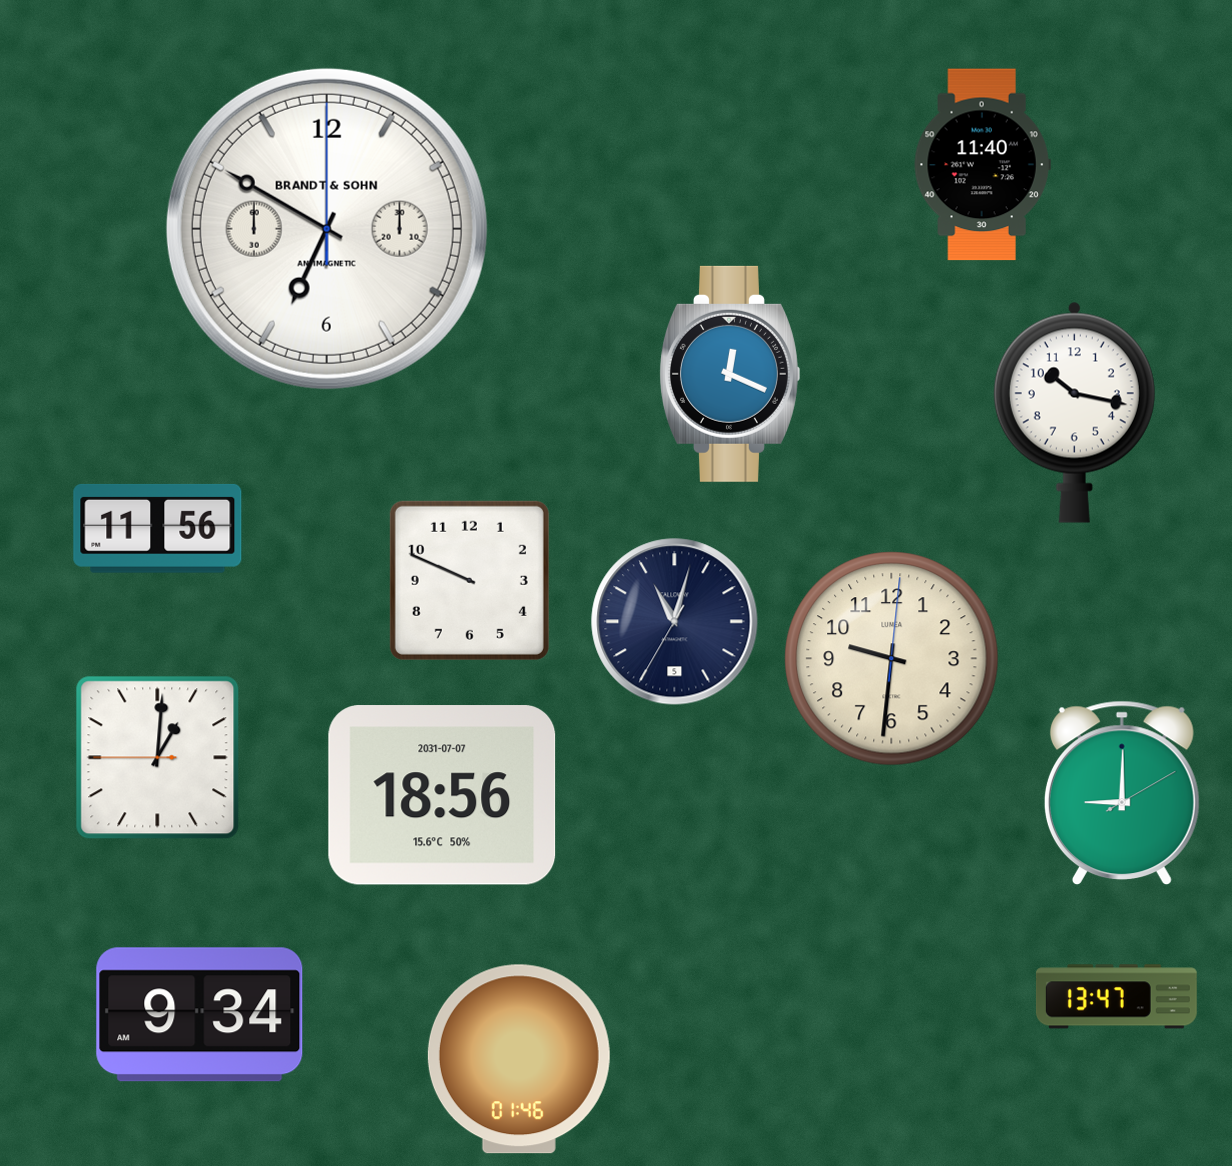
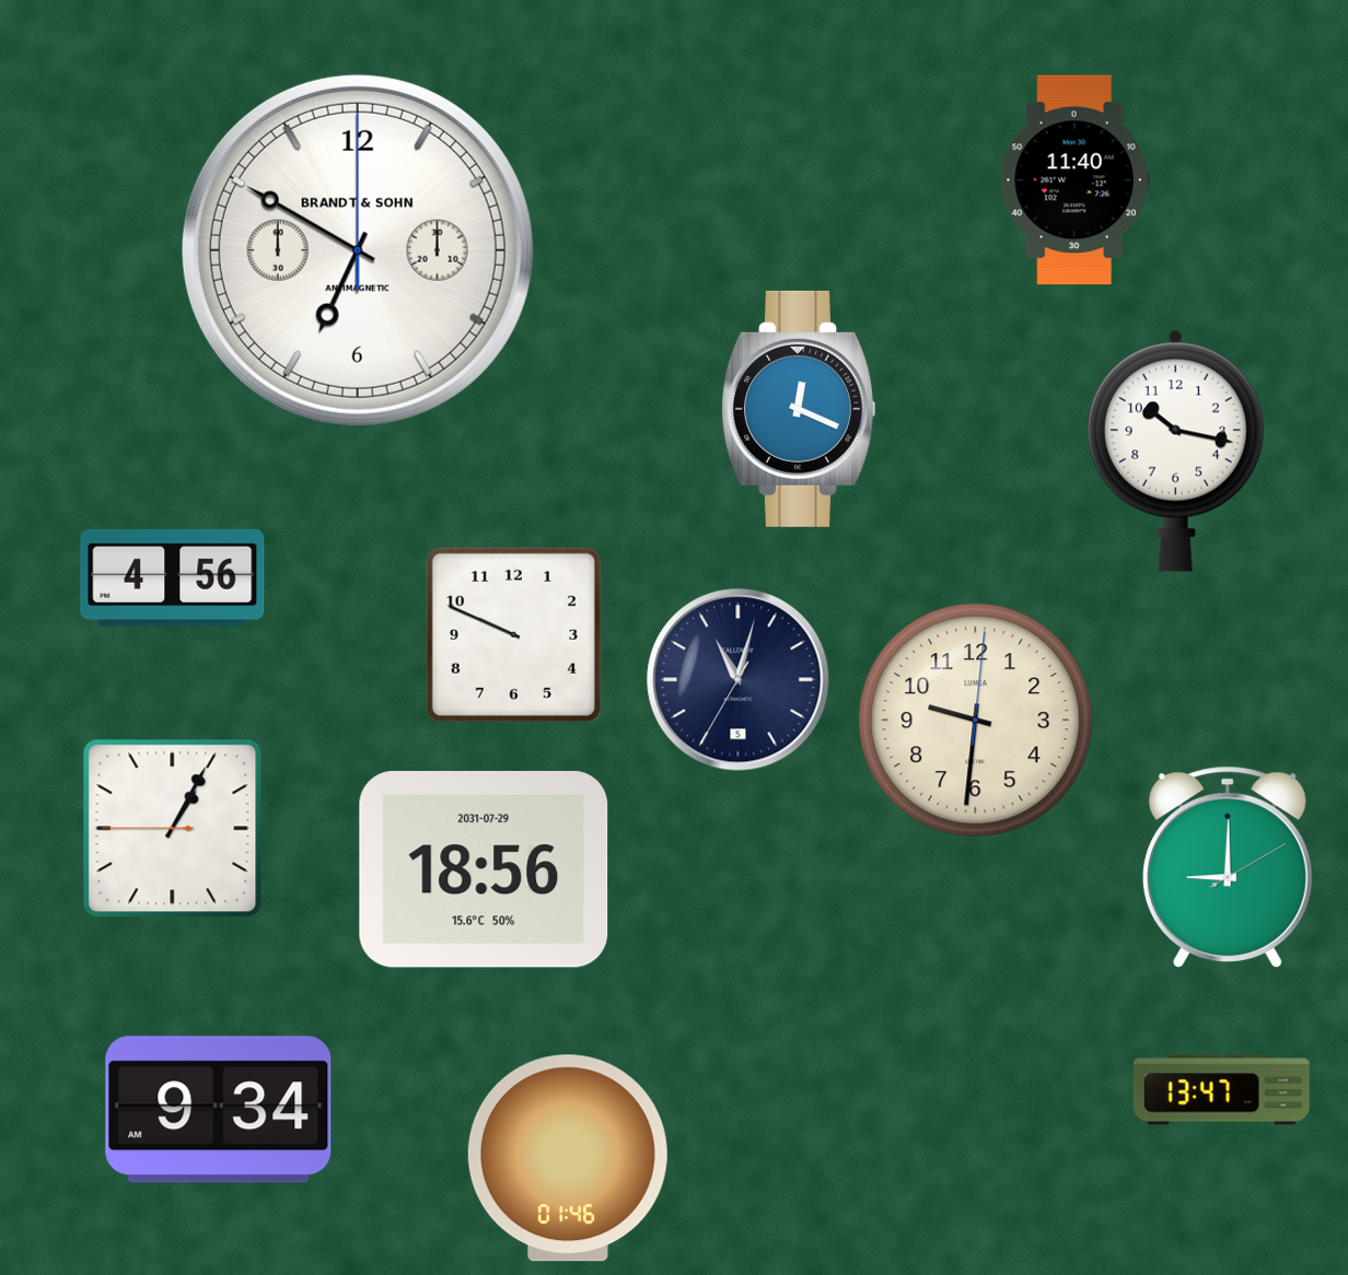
clock at (158, 528): 11:56 -> 4:56
clock at (158, 758): 1:00 -> 1:04
clock at (442, 795) date: 2031-07-07 -> 2031-07-29
